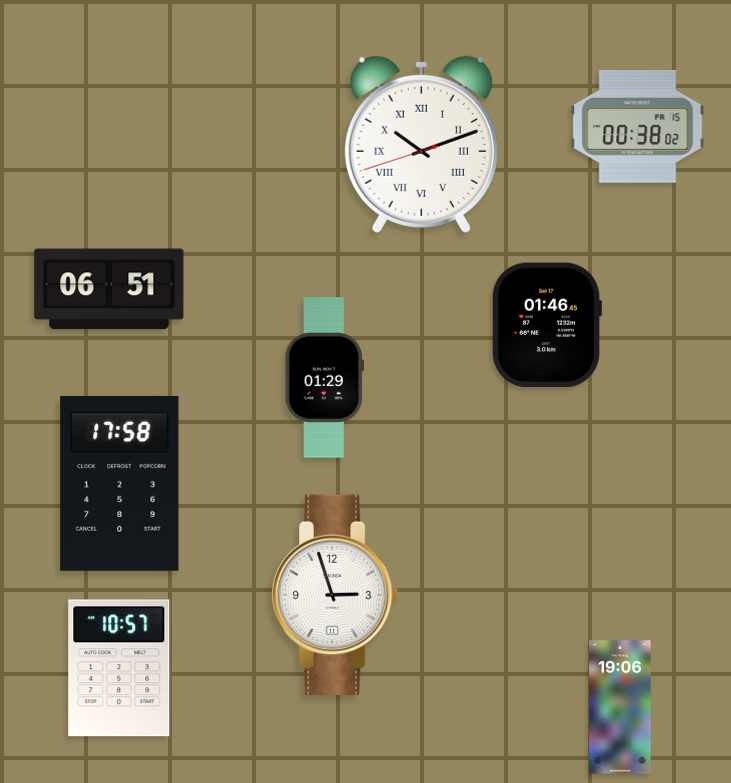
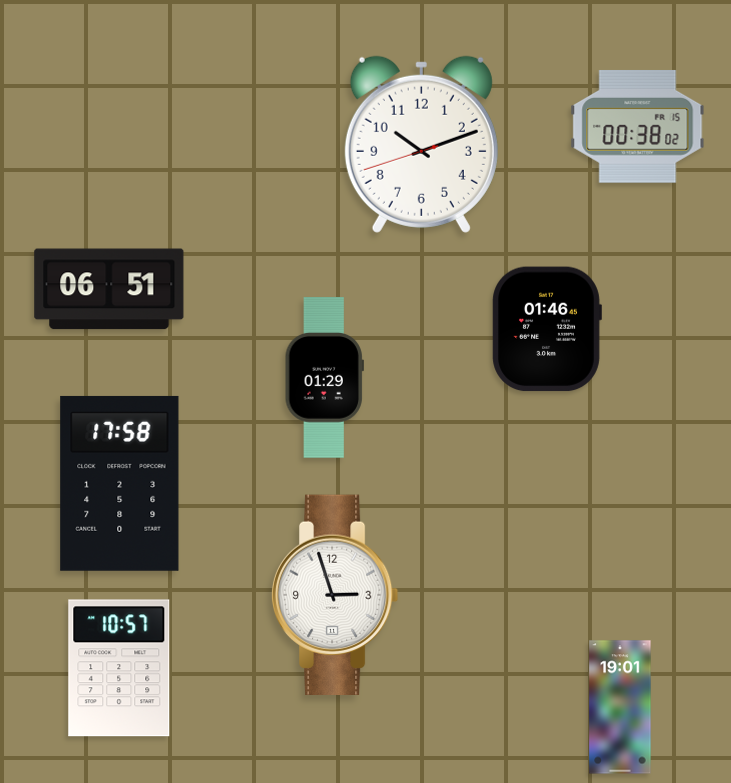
clock at (421, 144) numerals: Roman -> Arabic
clock at (547, 325) position: (547, 325) -> (547, 329)
clock at (620, 707): 19:06 -> 19:01
